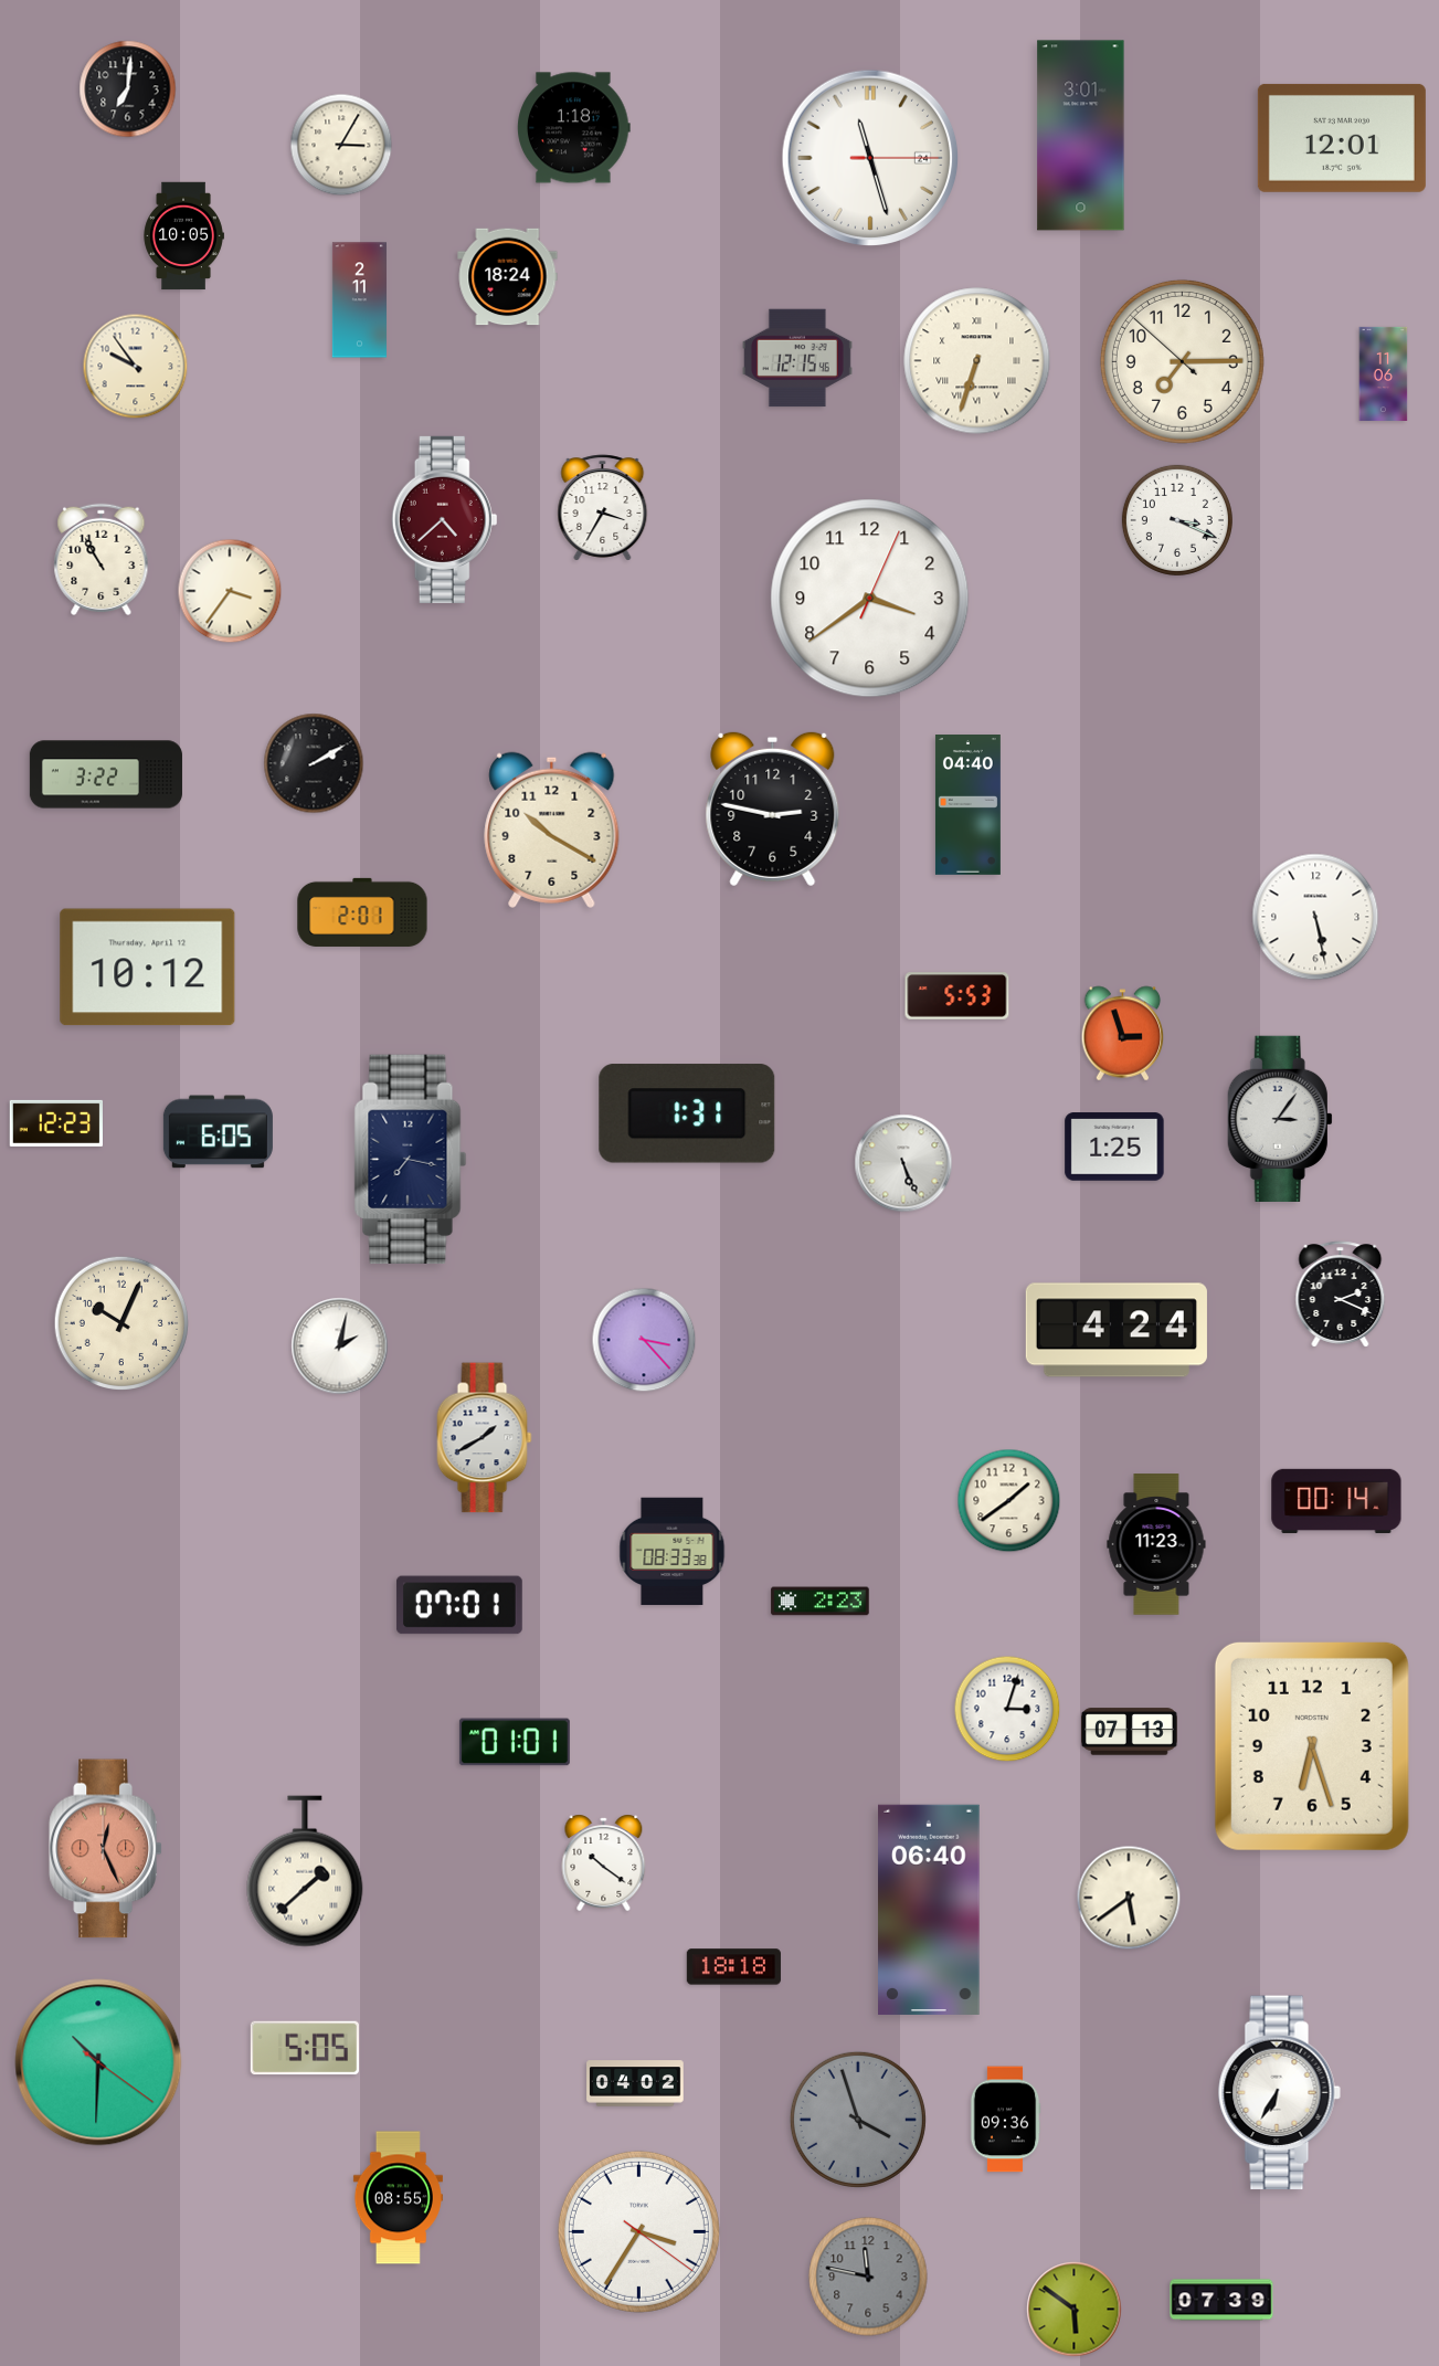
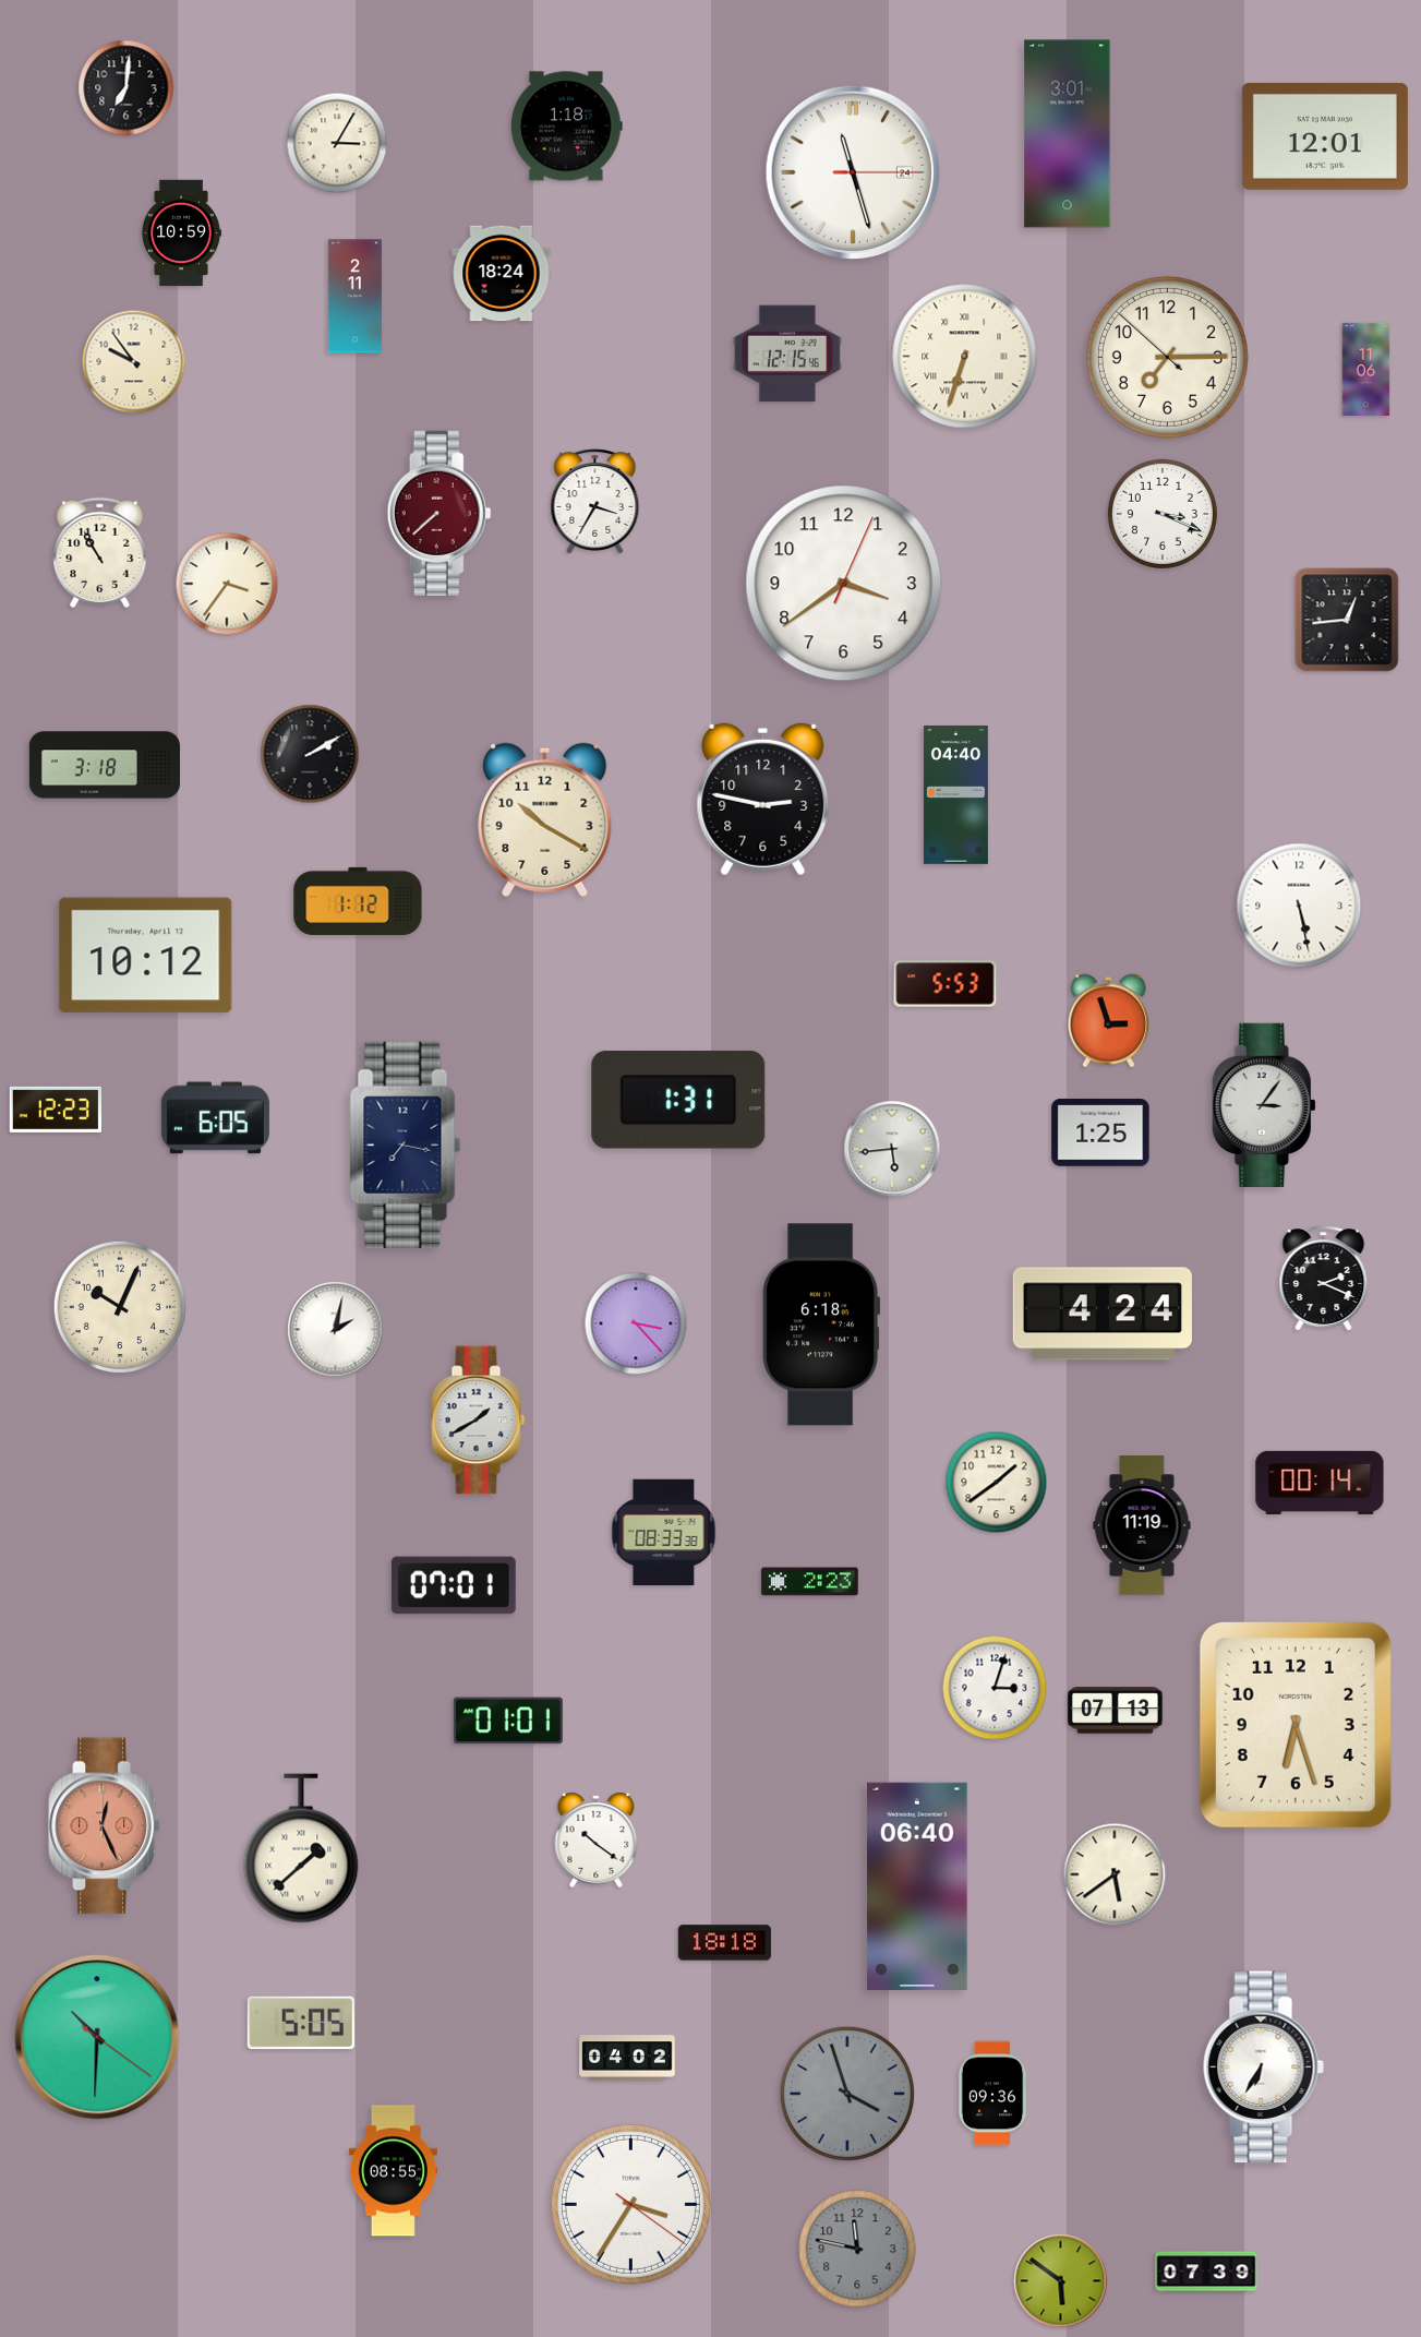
clock at (870, 158) position: (870, 158) -> (853, 172)
clock at (183, 236): 10:05 -> 10:59
clock at (445, 519): 4:38 -> 7:38
clock at (870, 599) position: (870, 599) -> (844, 584)
clock at (1347, 620): none -> 12:44
clock at (106, 774): 3:22 -> 3:18
clock at (362, 912): 2:01 -> 1:12
clock at (903, 1163): 5:26 -> 5:44
clock at (821, 1325): none -> 6:18
clock at (1156, 1544): 11:23 -> 11:19
